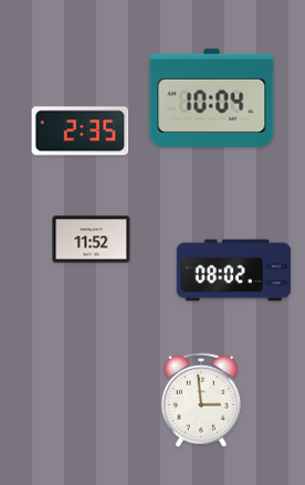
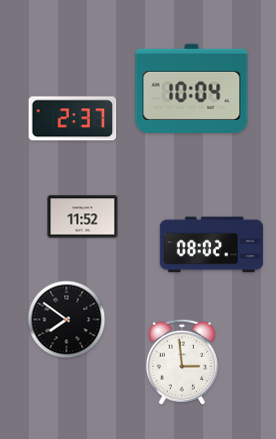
clock at (81, 131): 2:35 -> 2:37
clock at (67, 320): none -> 7:51
